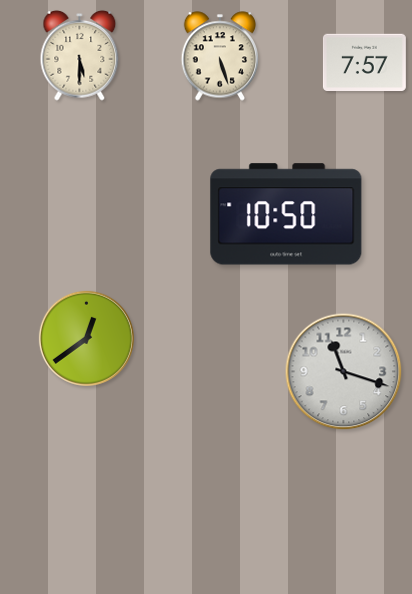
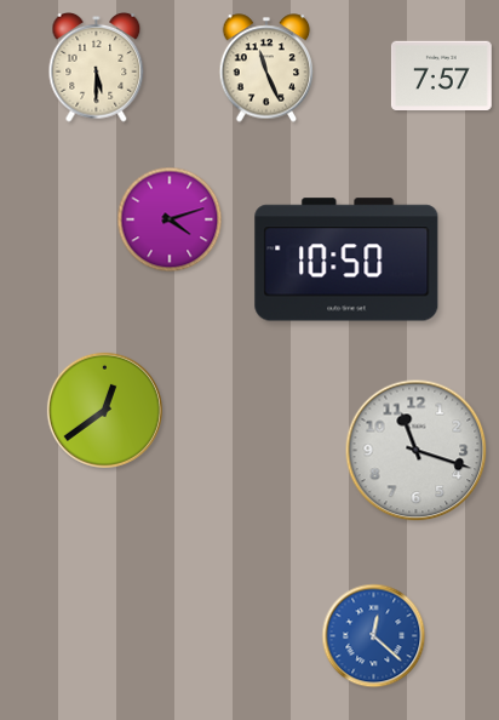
clock at (220, 56): 5:27 -> 11:26
clock at (170, 219): none -> 4:12
clock at (374, 636): none -> 12:22
